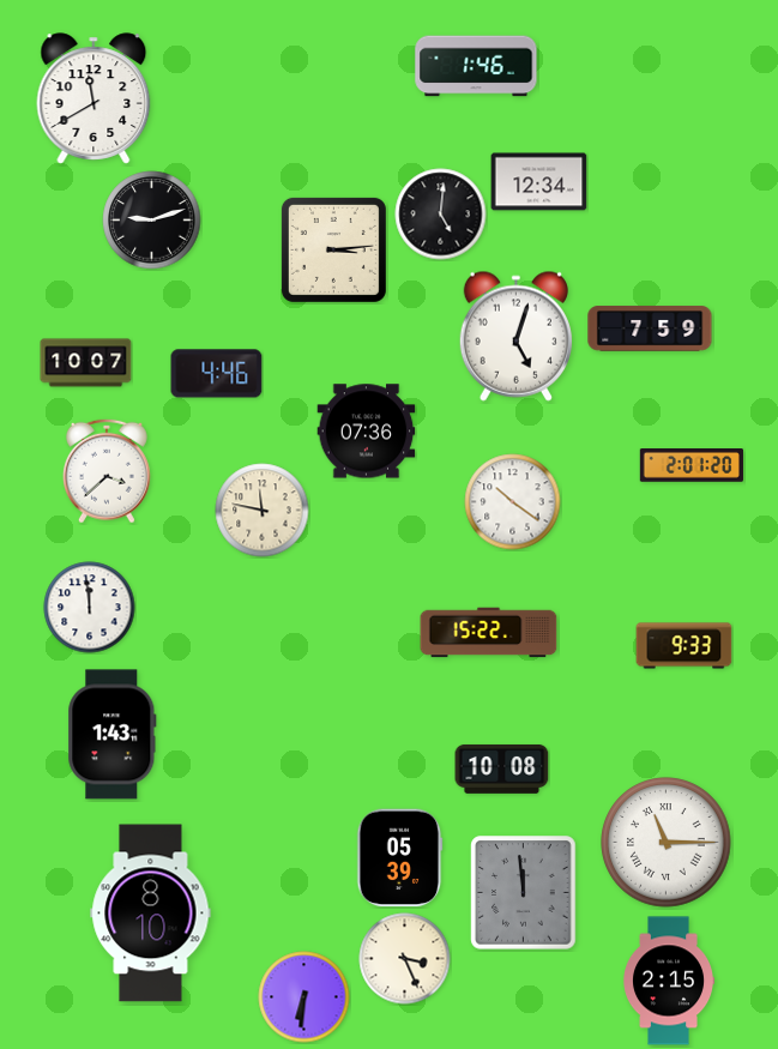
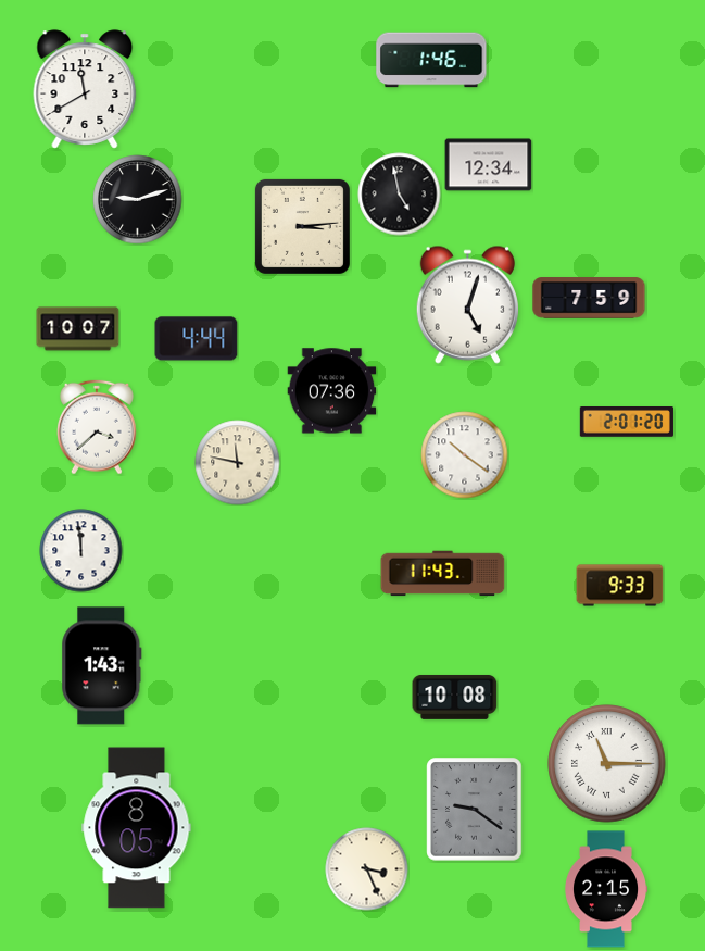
clock at (441, 215): 5:01 -> 4:58
clock at (217, 374): 4:46 -> 4:44
clock at (489, 633): 15:22 -> 11:43
clock at (667, 843) position: (667, 843) -> (607, 764)
clock at (400, 858): 05:39 -> none
clock at (524, 893): 11:59 -> 9:21
clock at (151, 914): 8:10 -> 8:05
clock at (304, 997): 6:31 -> none
